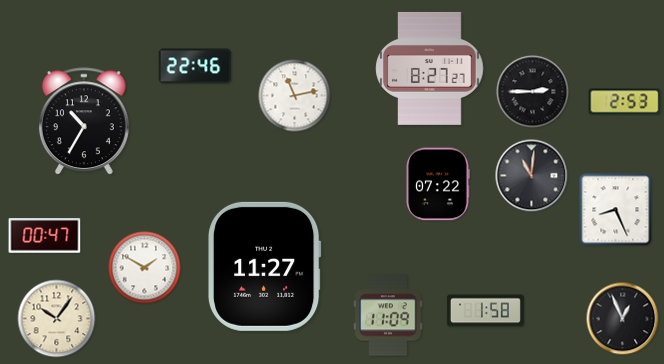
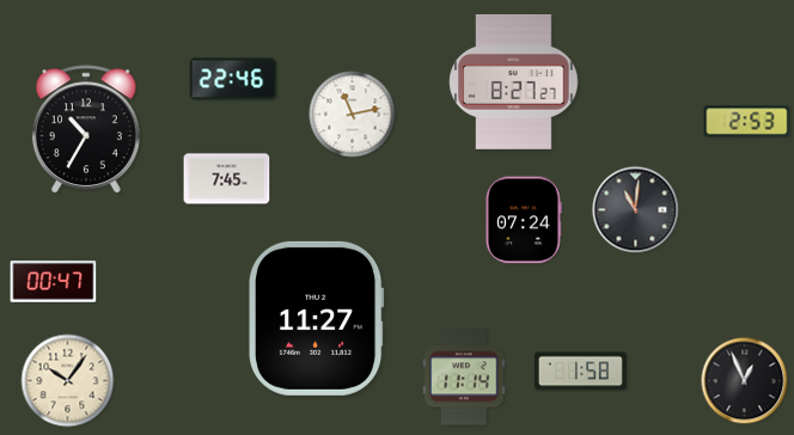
clock at (533, 92): 2:45 -> none
clock at (84, 122) position: (84, 122) -> (86, 130)
clock at (227, 179): none -> 7:45
clock at (438, 184): 07:22 -> 07:24
clock at (616, 210): 8:26 -> none
clock at (145, 268): 1:50 -> none
clock at (388, 315): 11:09 -> 11:14
